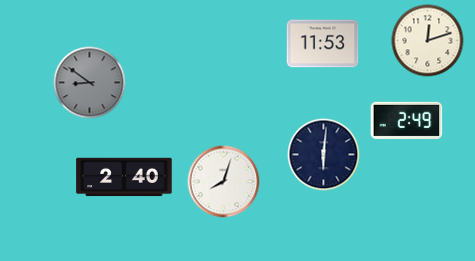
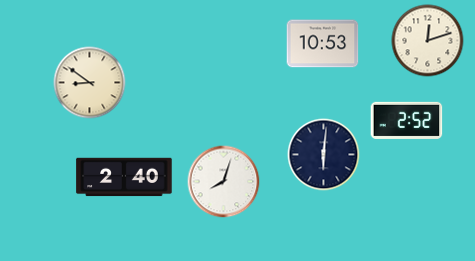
clock at (323, 44): 11:53 -> 10:53
clock at (90, 83) dial: grey -> cream
clock at (407, 120): 2:49 -> 2:52
